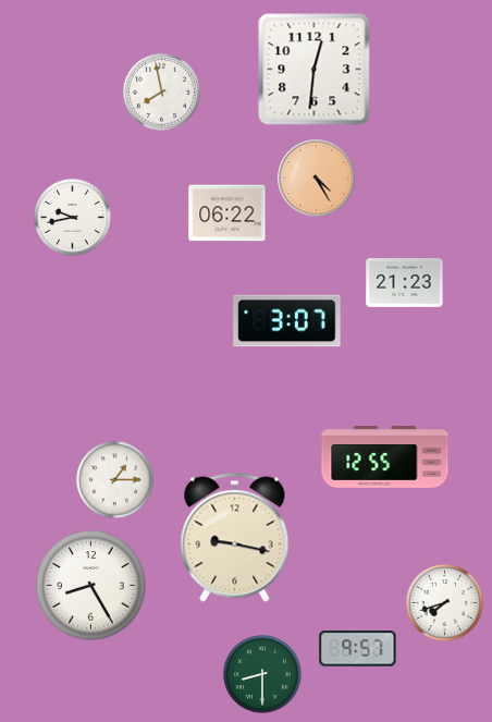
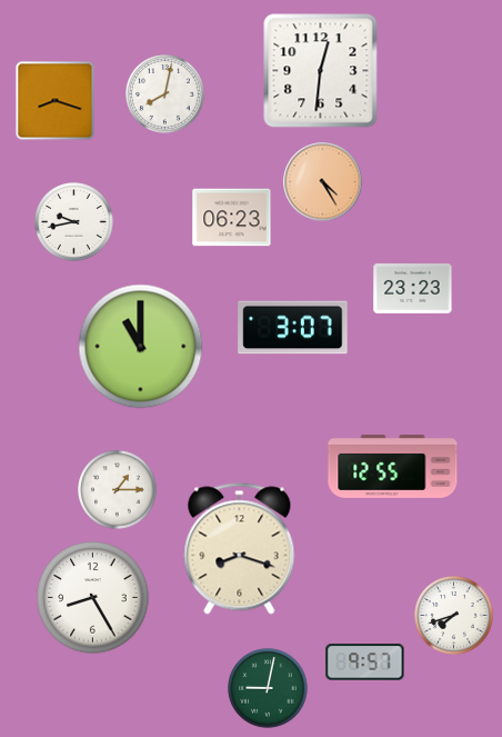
clock at (162, 93): 7:58 -> 8:02
clock at (56, 101): none -> 8:18
clock at (227, 213): 06:22 -> 06:23
clock at (405, 283): 21:23 -> 23:23
clock at (141, 347): none -> 11:00
clock at (235, 538): 9:17 -> 8:18
clock at (262, 674): 8:30 -> 9:02
